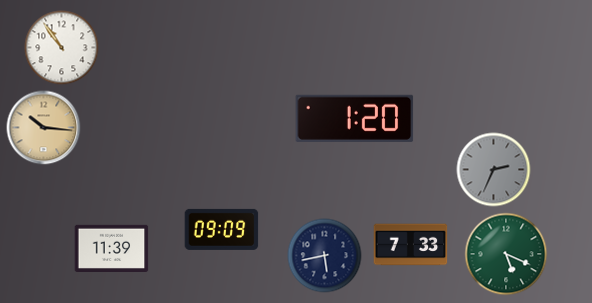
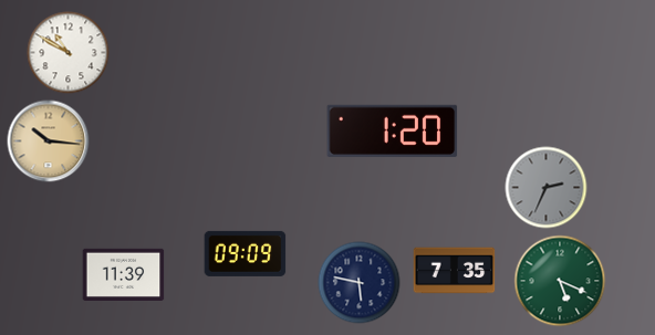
clock at (62, 48): 10:54 -> 10:50
clock at (411, 245): 7:33 -> 7:35
clock at (325, 256): 5:43 -> 5:47
